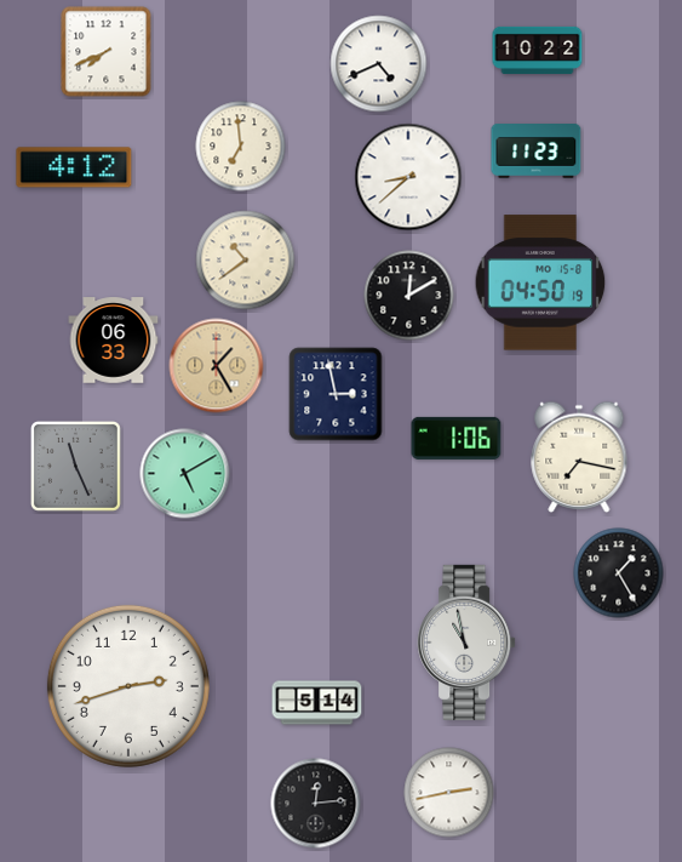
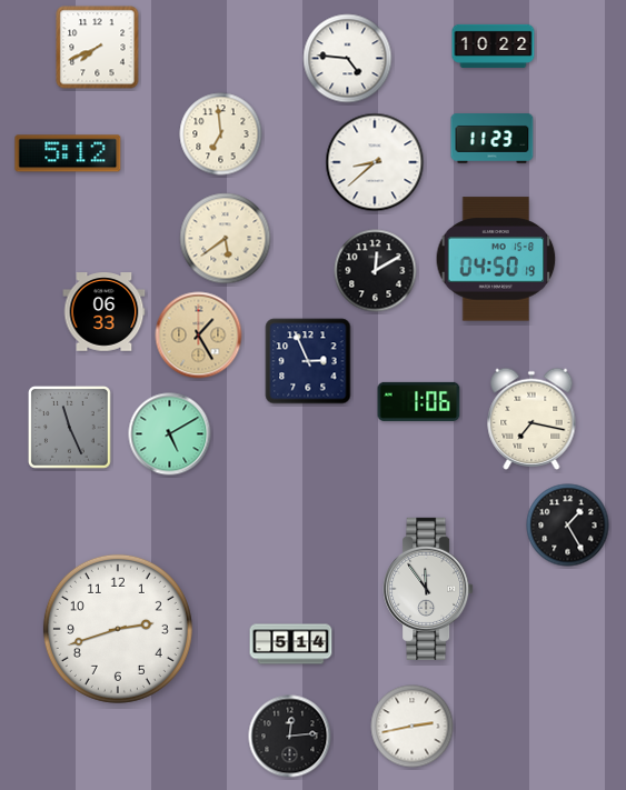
clock at (379, 64): 4:41 -> 4:46
clock at (74, 167): 4:12 -> 5:12
clock at (246, 261): 10:39 -> 5:39
clock at (336, 394): 2:58 -> 2:56
clock at (466, 643): 10:58 -> 11:54
